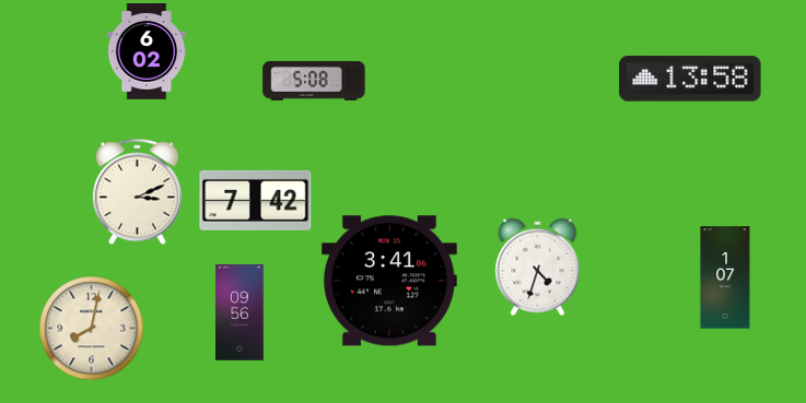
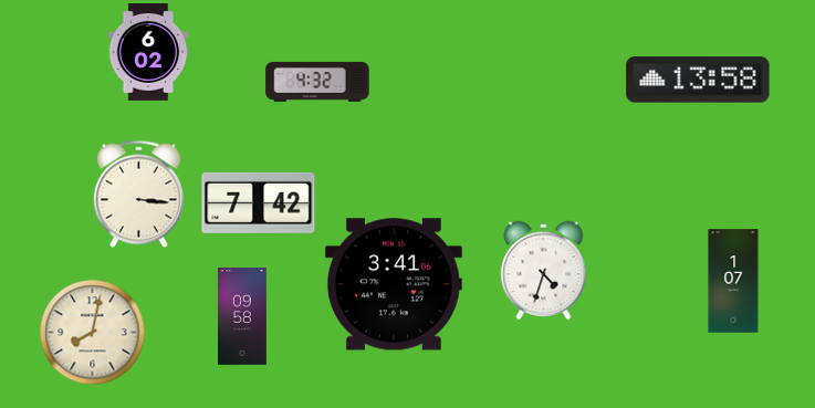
clock at (314, 81): 5:08 -> 4:32
clock at (137, 192): 3:11 -> 3:16
clock at (240, 313): 09:56 -> 09:58
